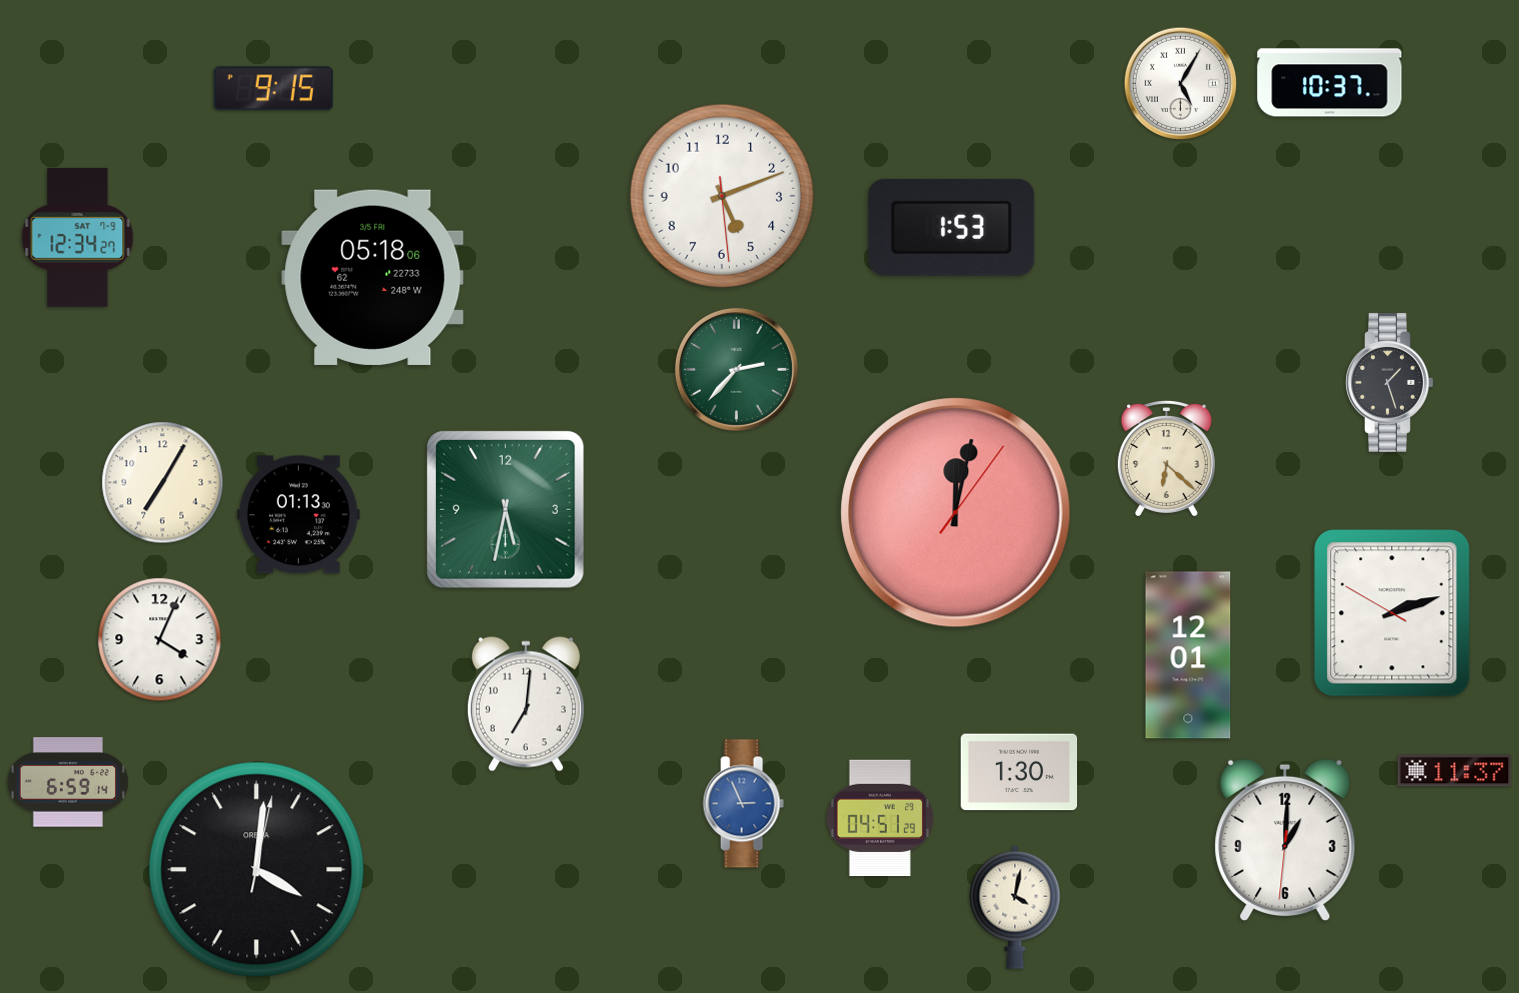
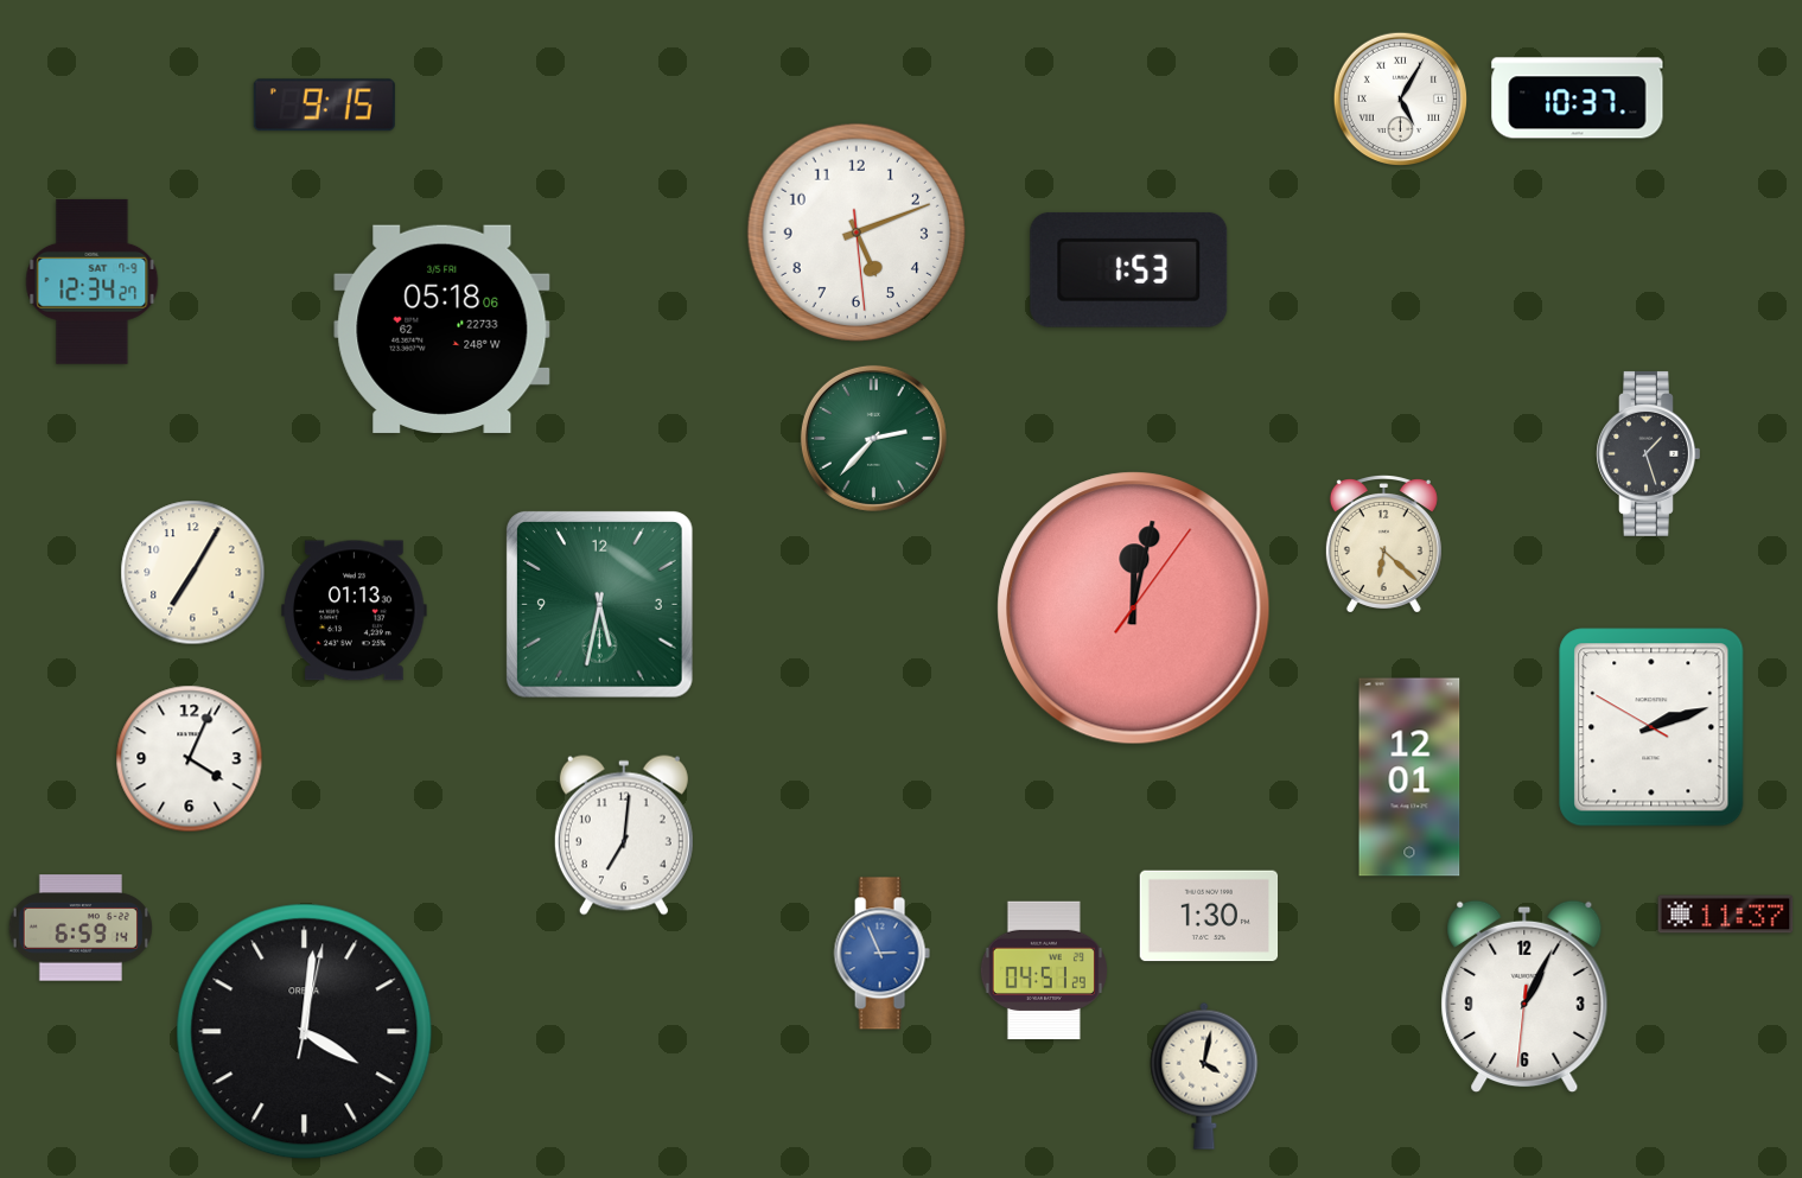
clock at (1285, 840): 1:00 -> 1:04
